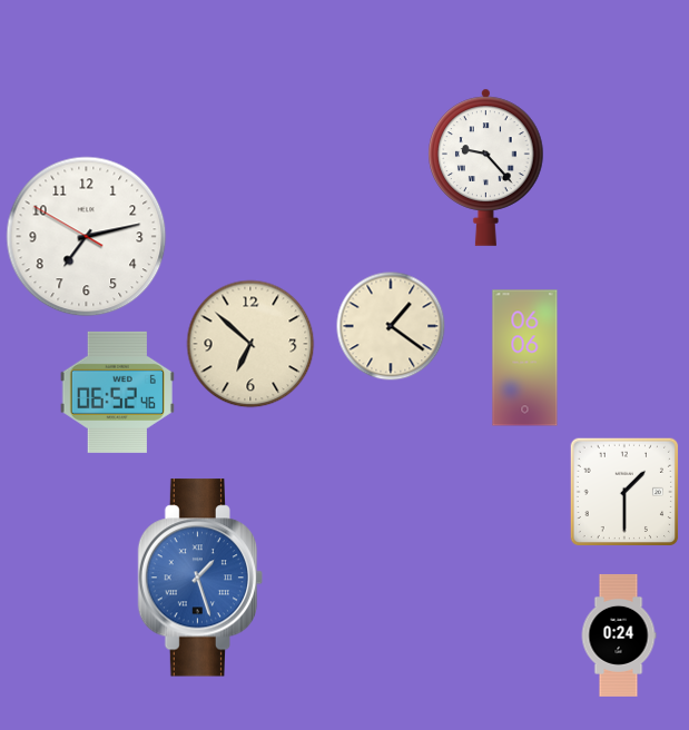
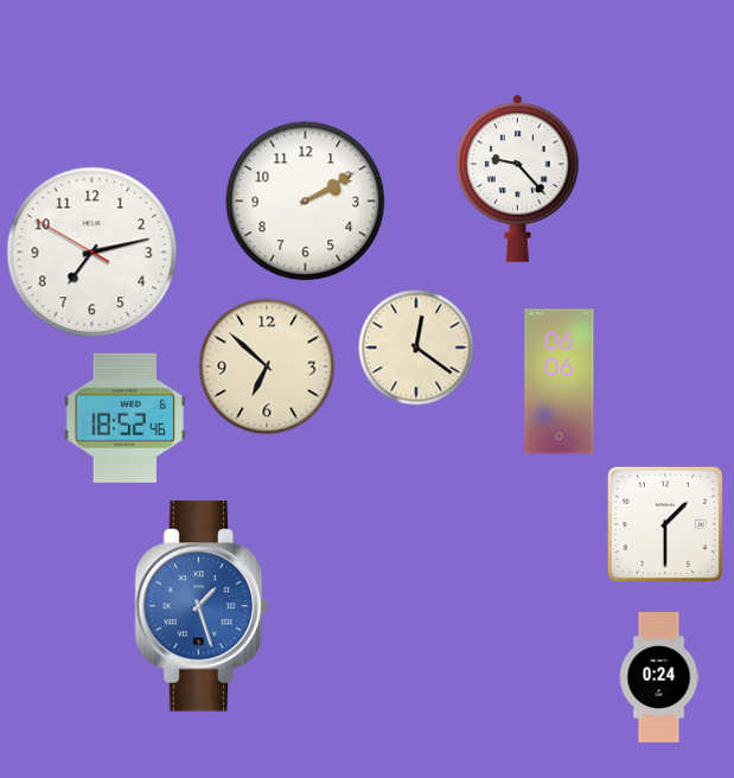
clock at (306, 202): none -> 2:10
clock at (391, 326): 1:21 -> 12:21
clock at (117, 392): 06:52 -> 18:52
clock at (200, 578) position: (200, 578) -> (202, 606)
